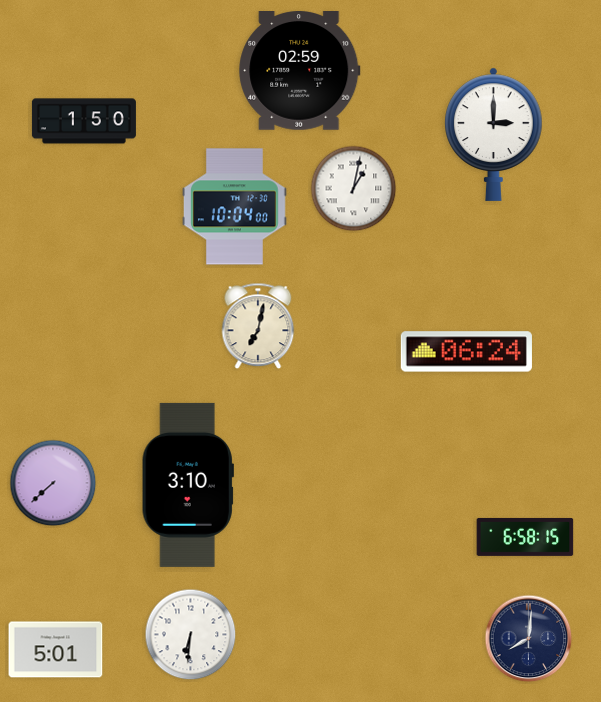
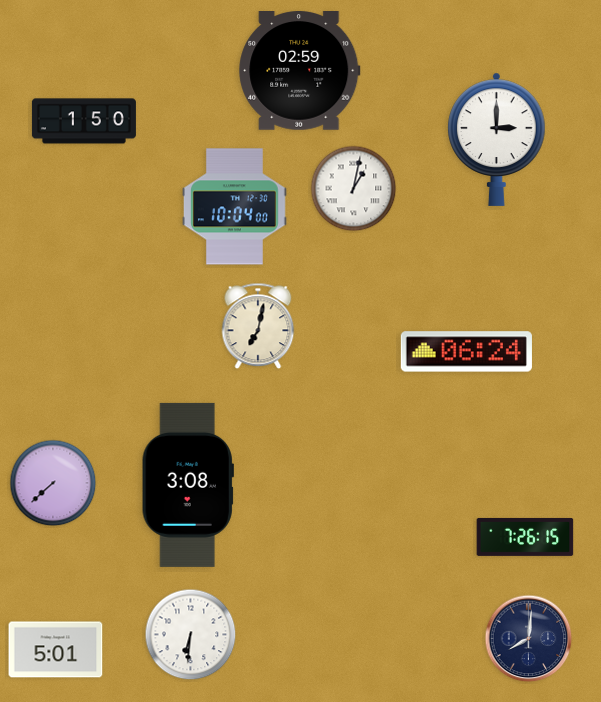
clock at (494, 134) position: (494, 134) -> (497, 139)
clock at (188, 485): 3:10 -> 3:08
clock at (525, 537): 6:58 -> 7:26
